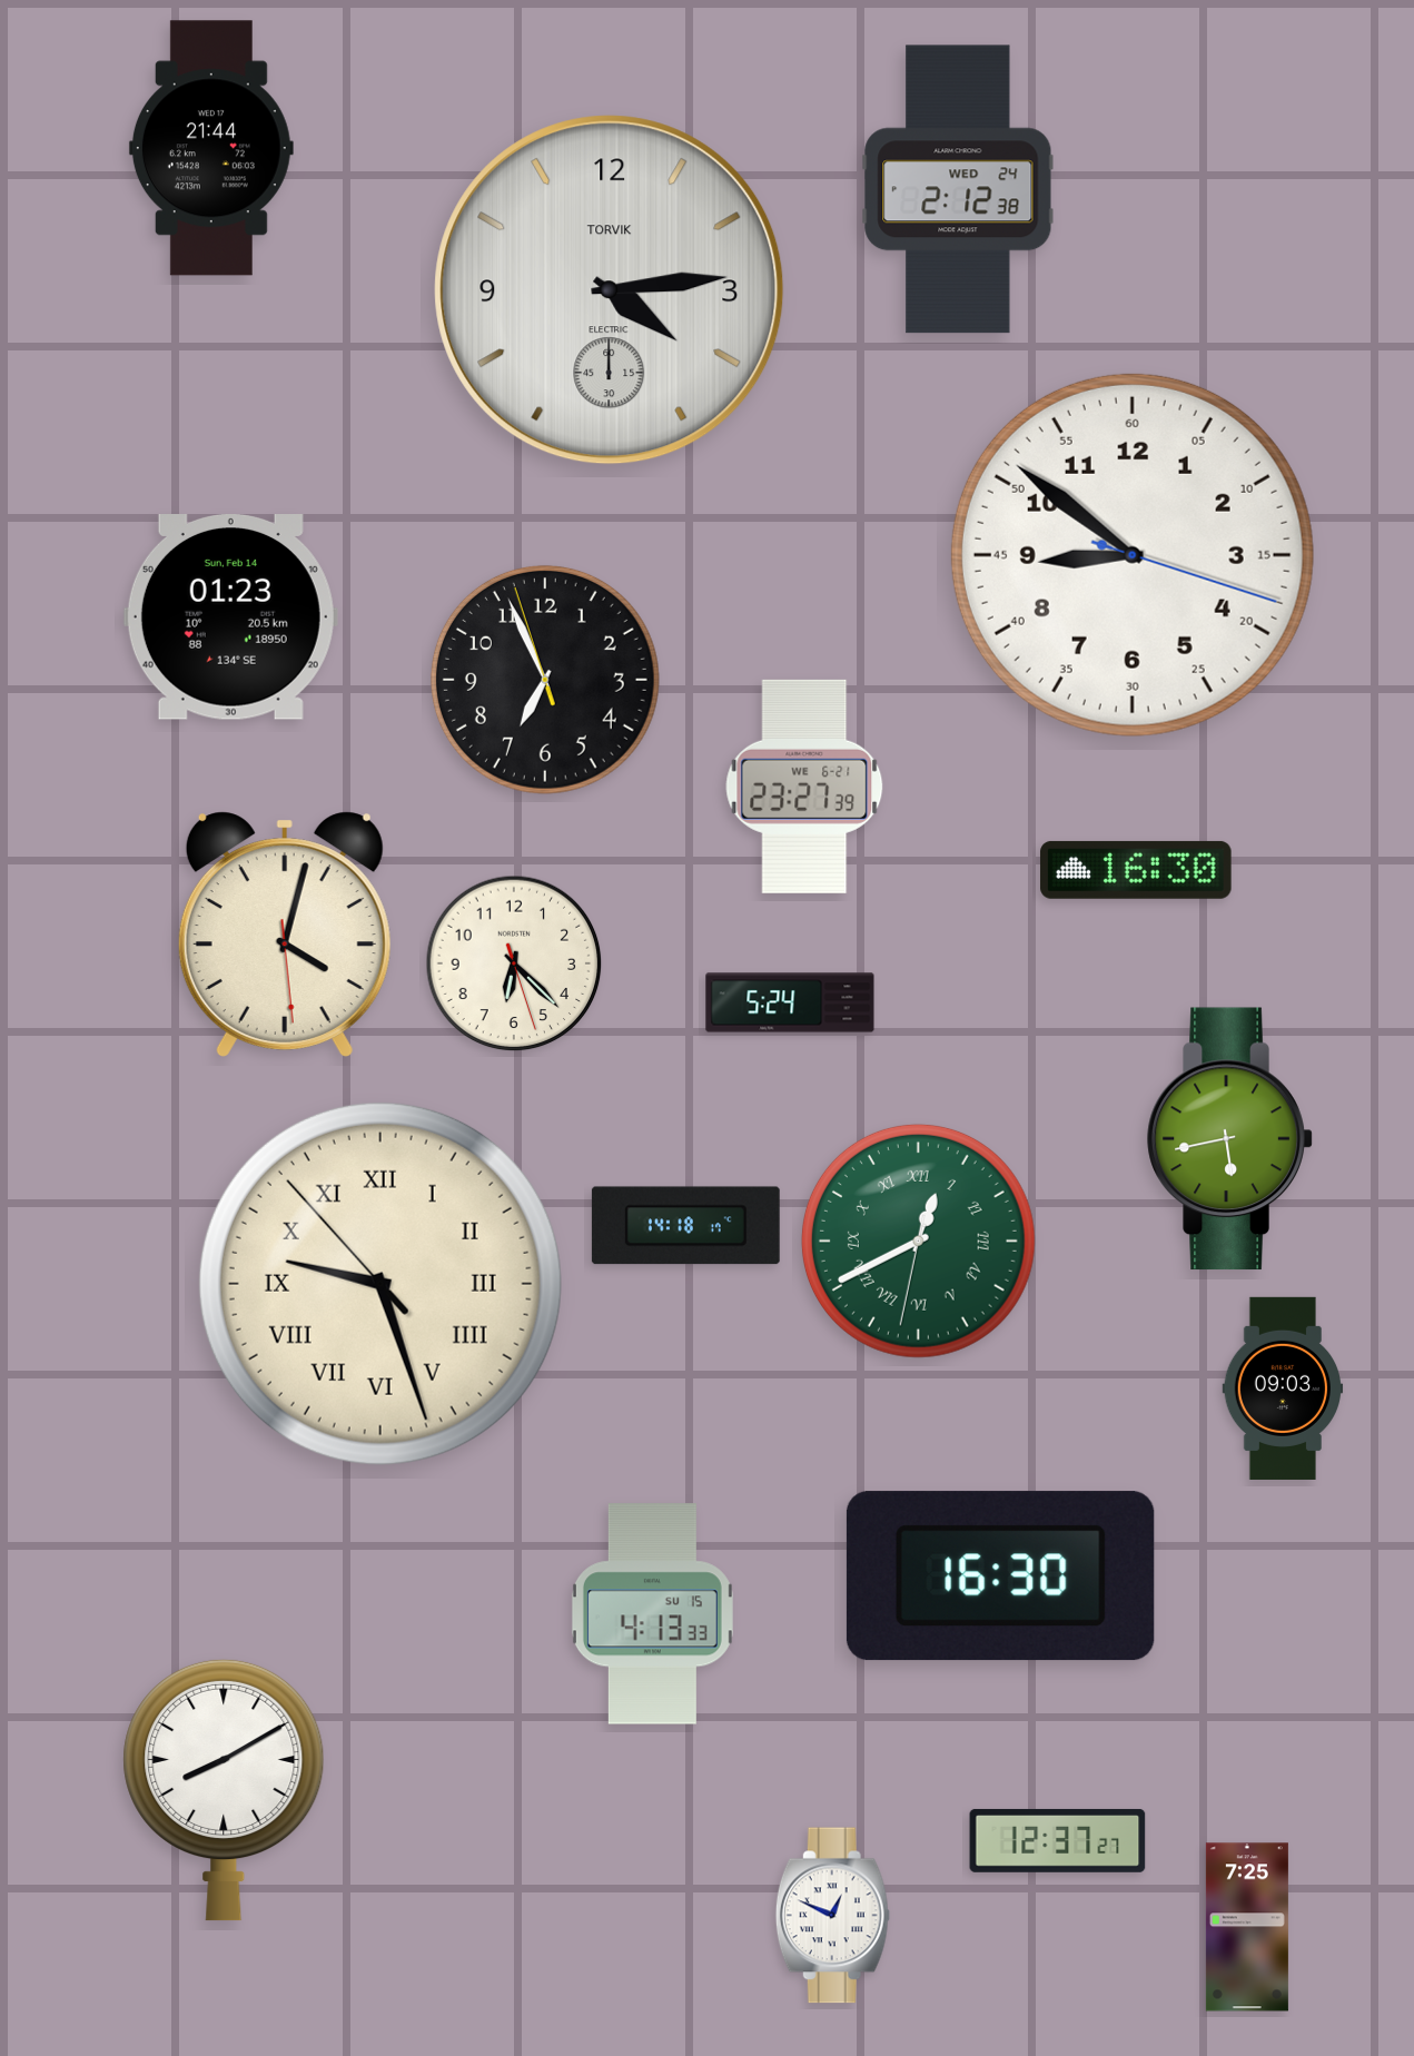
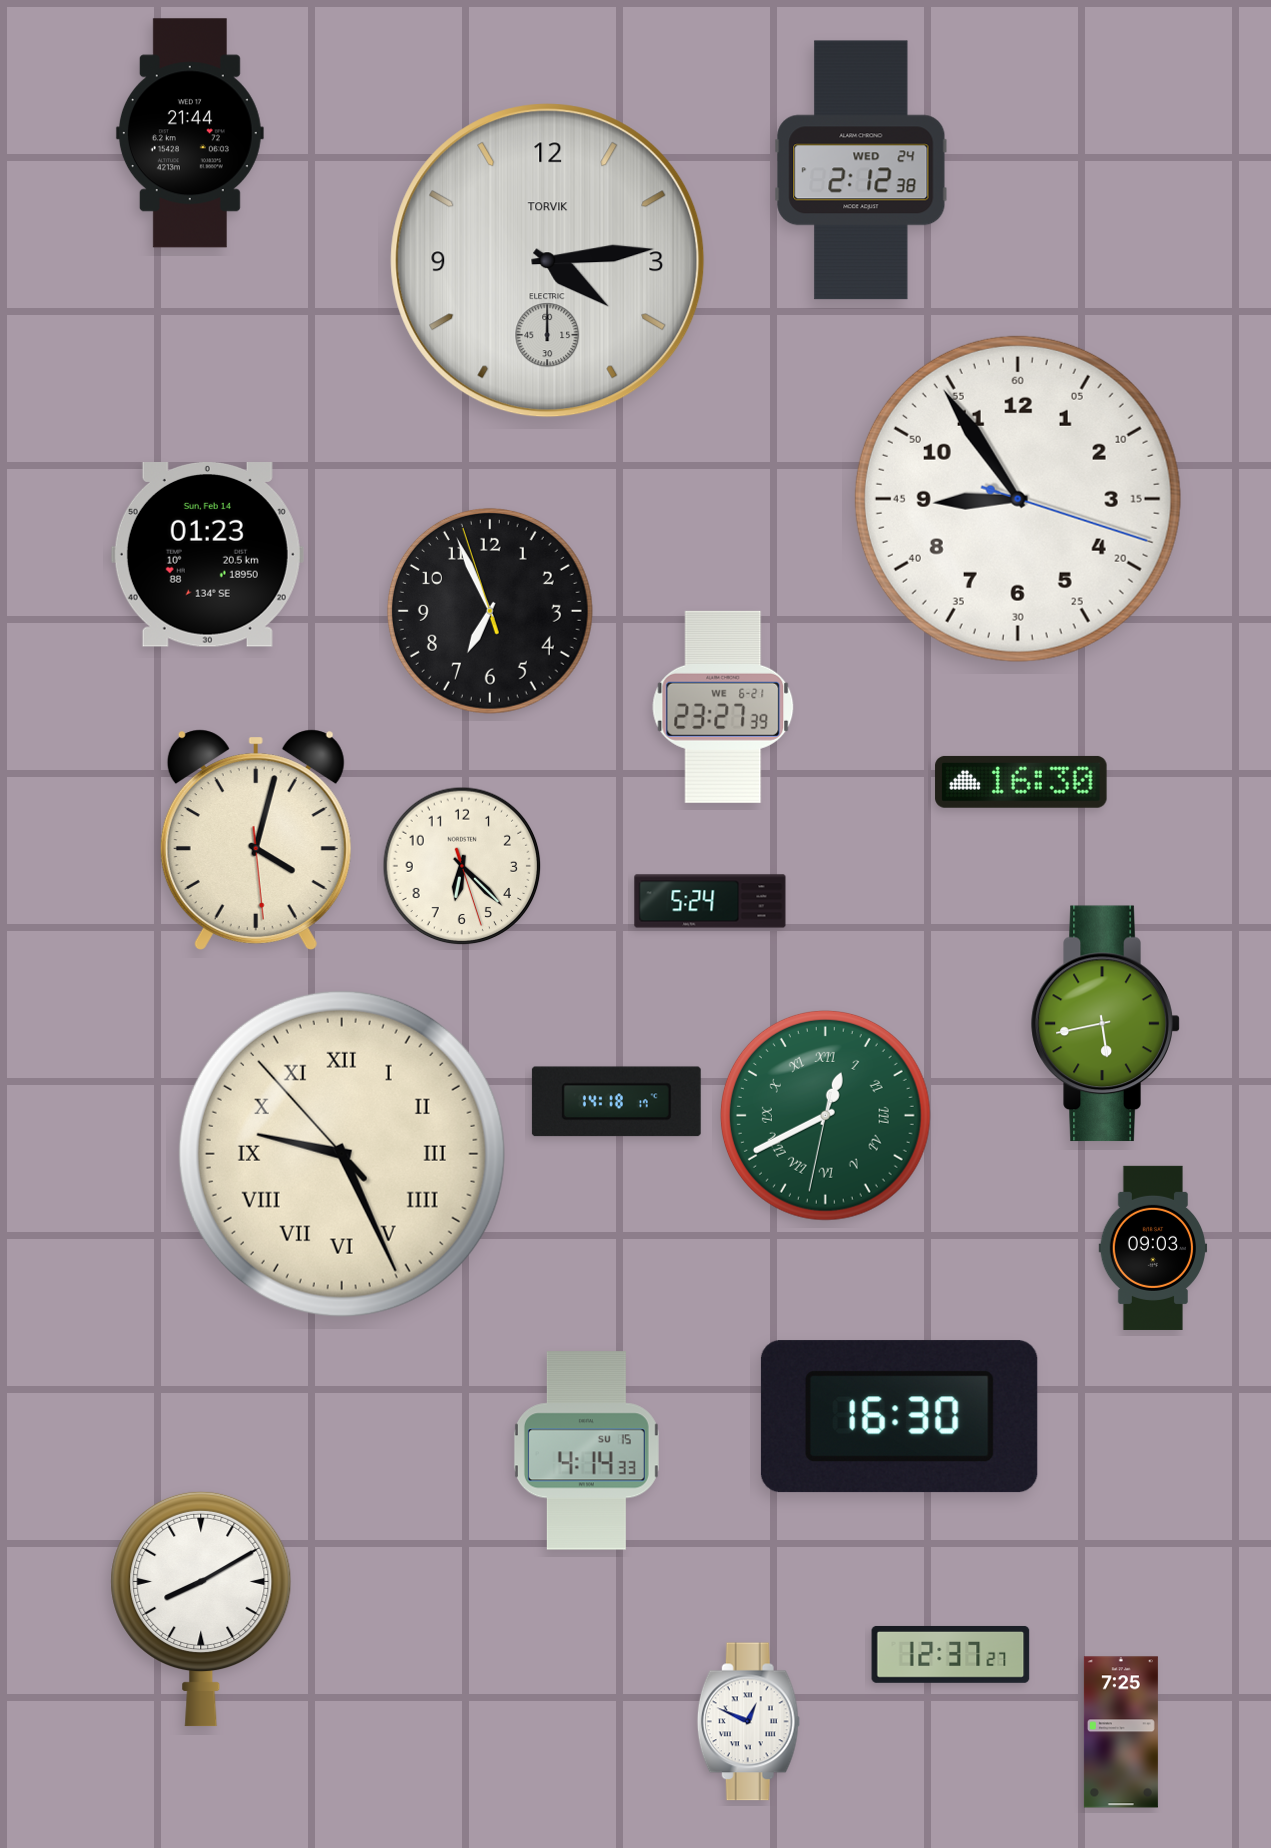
clock at (1133, 555): 8:51 -> 8:54
clock at (380, 1284): 9:26 -> 9:25
clock at (652, 1614): 4:13 -> 4:14
